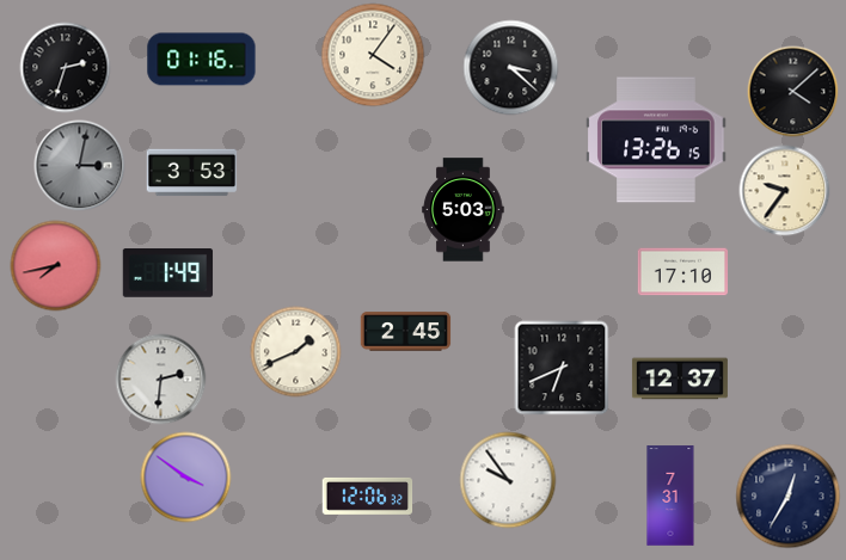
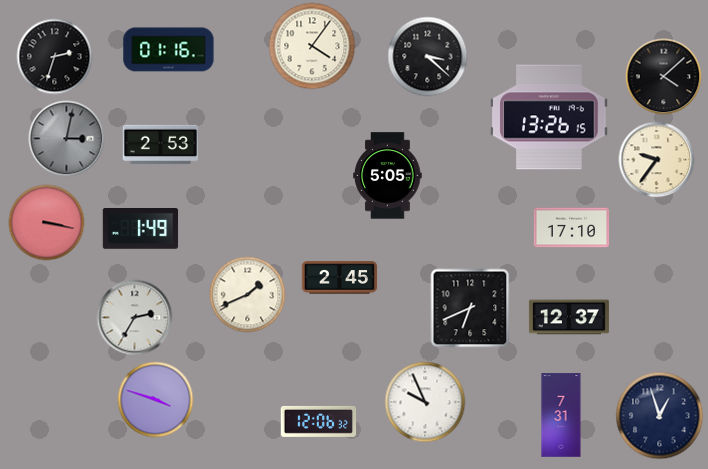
clock at (192, 173): 3:53 -> 2:53
clock at (464, 210): 5:03 -> 5:05
clock at (56, 266): 7:43 -> 3:17
clock at (161, 380): 2:31 -> 2:35
clock at (186, 478): 3:51 -> 3:48
clock at (508, 480): 9:54 -> 9:56
clock at (368, 496) position: (368, 496) -> (319, 421)
clock at (789, 497): 12:35 -> 12:57
